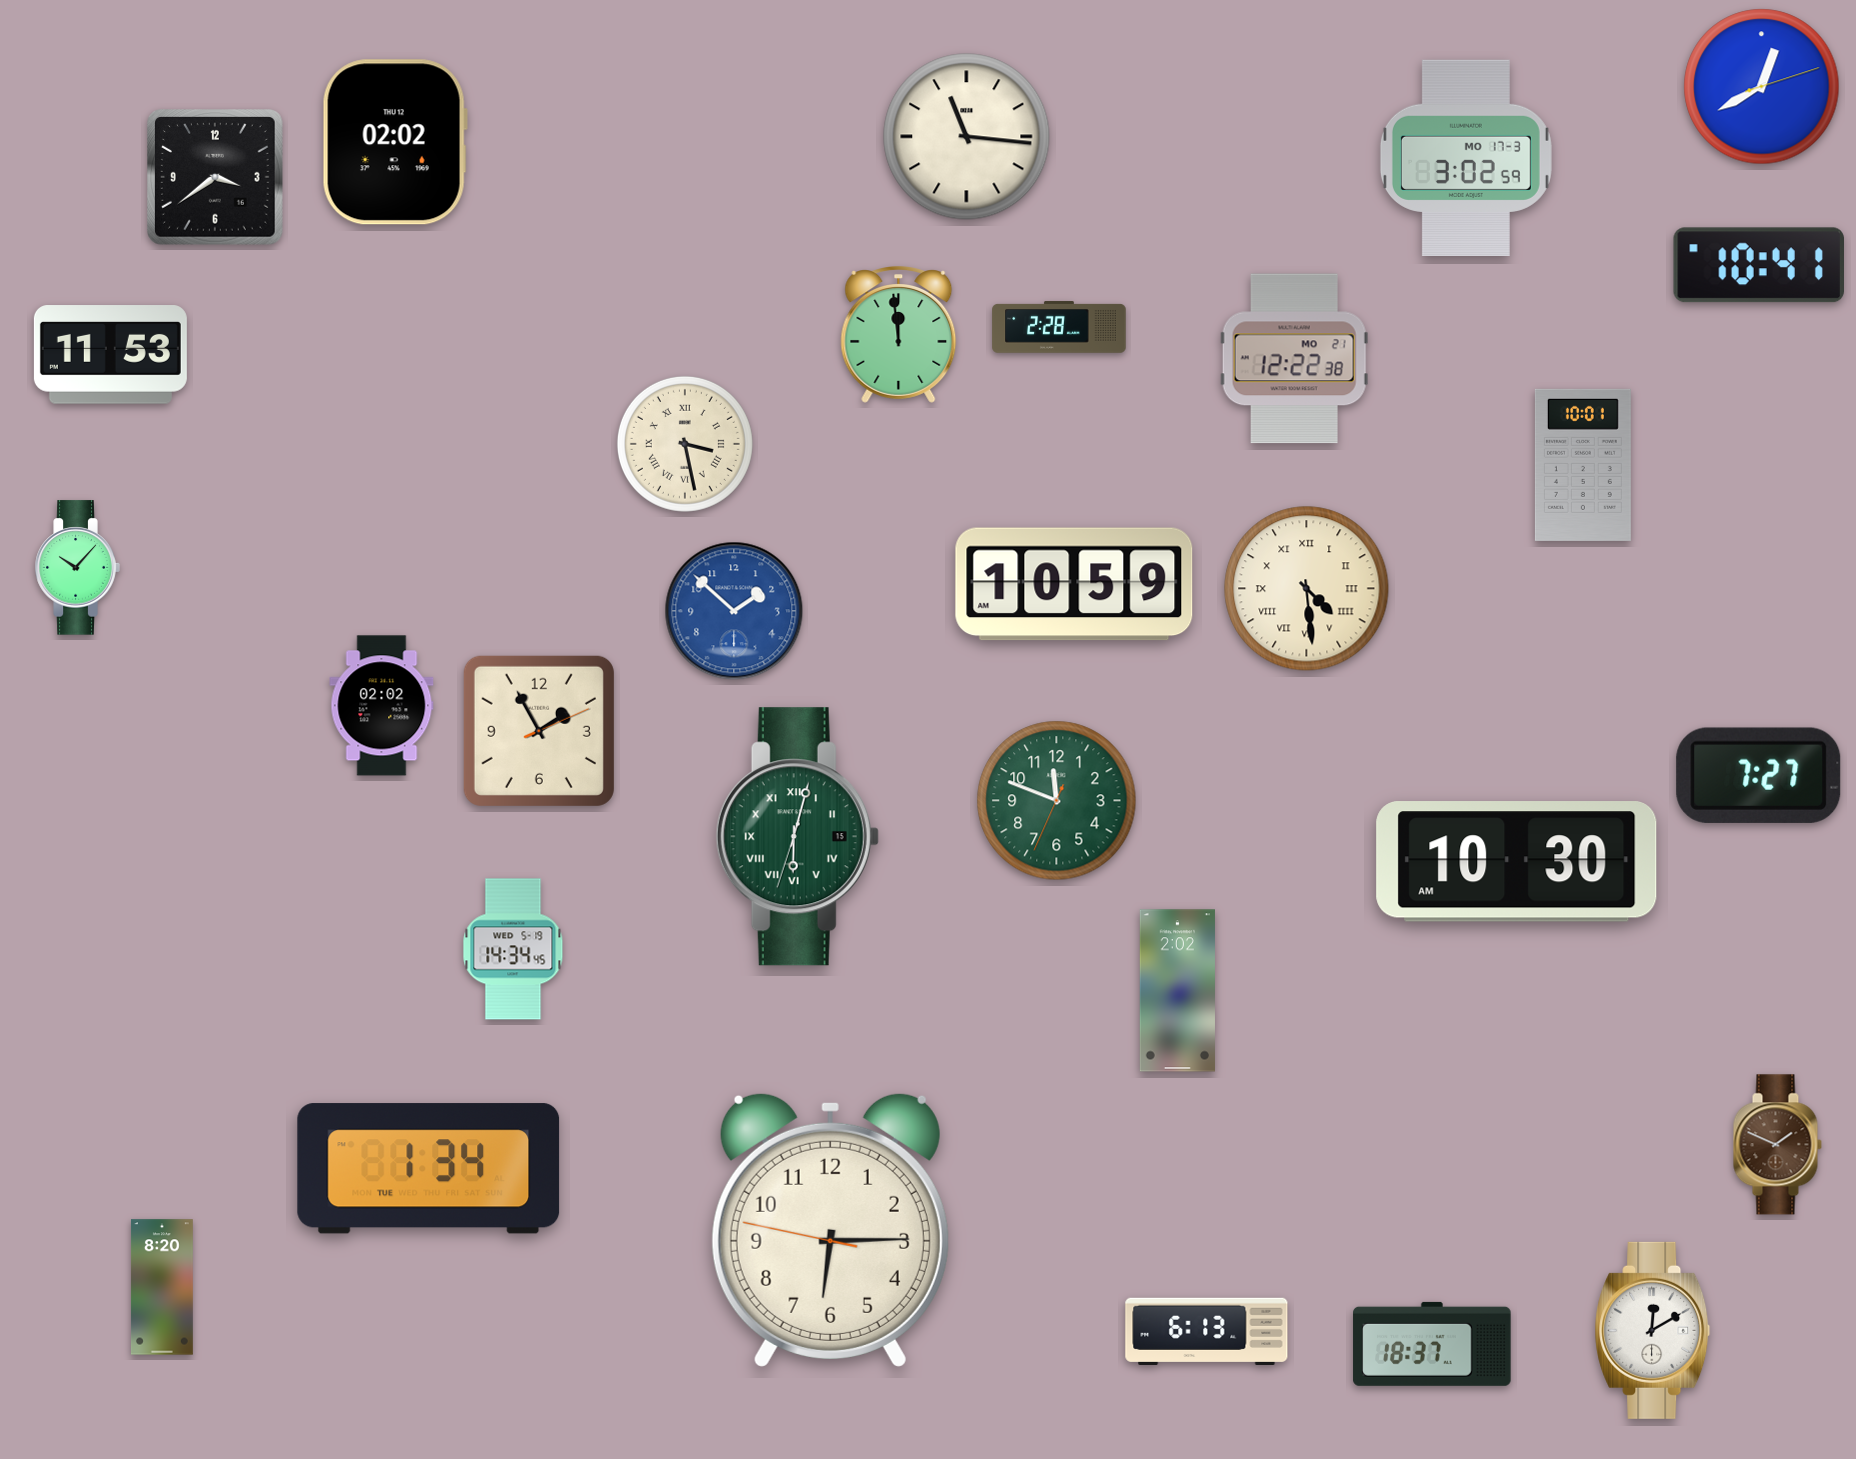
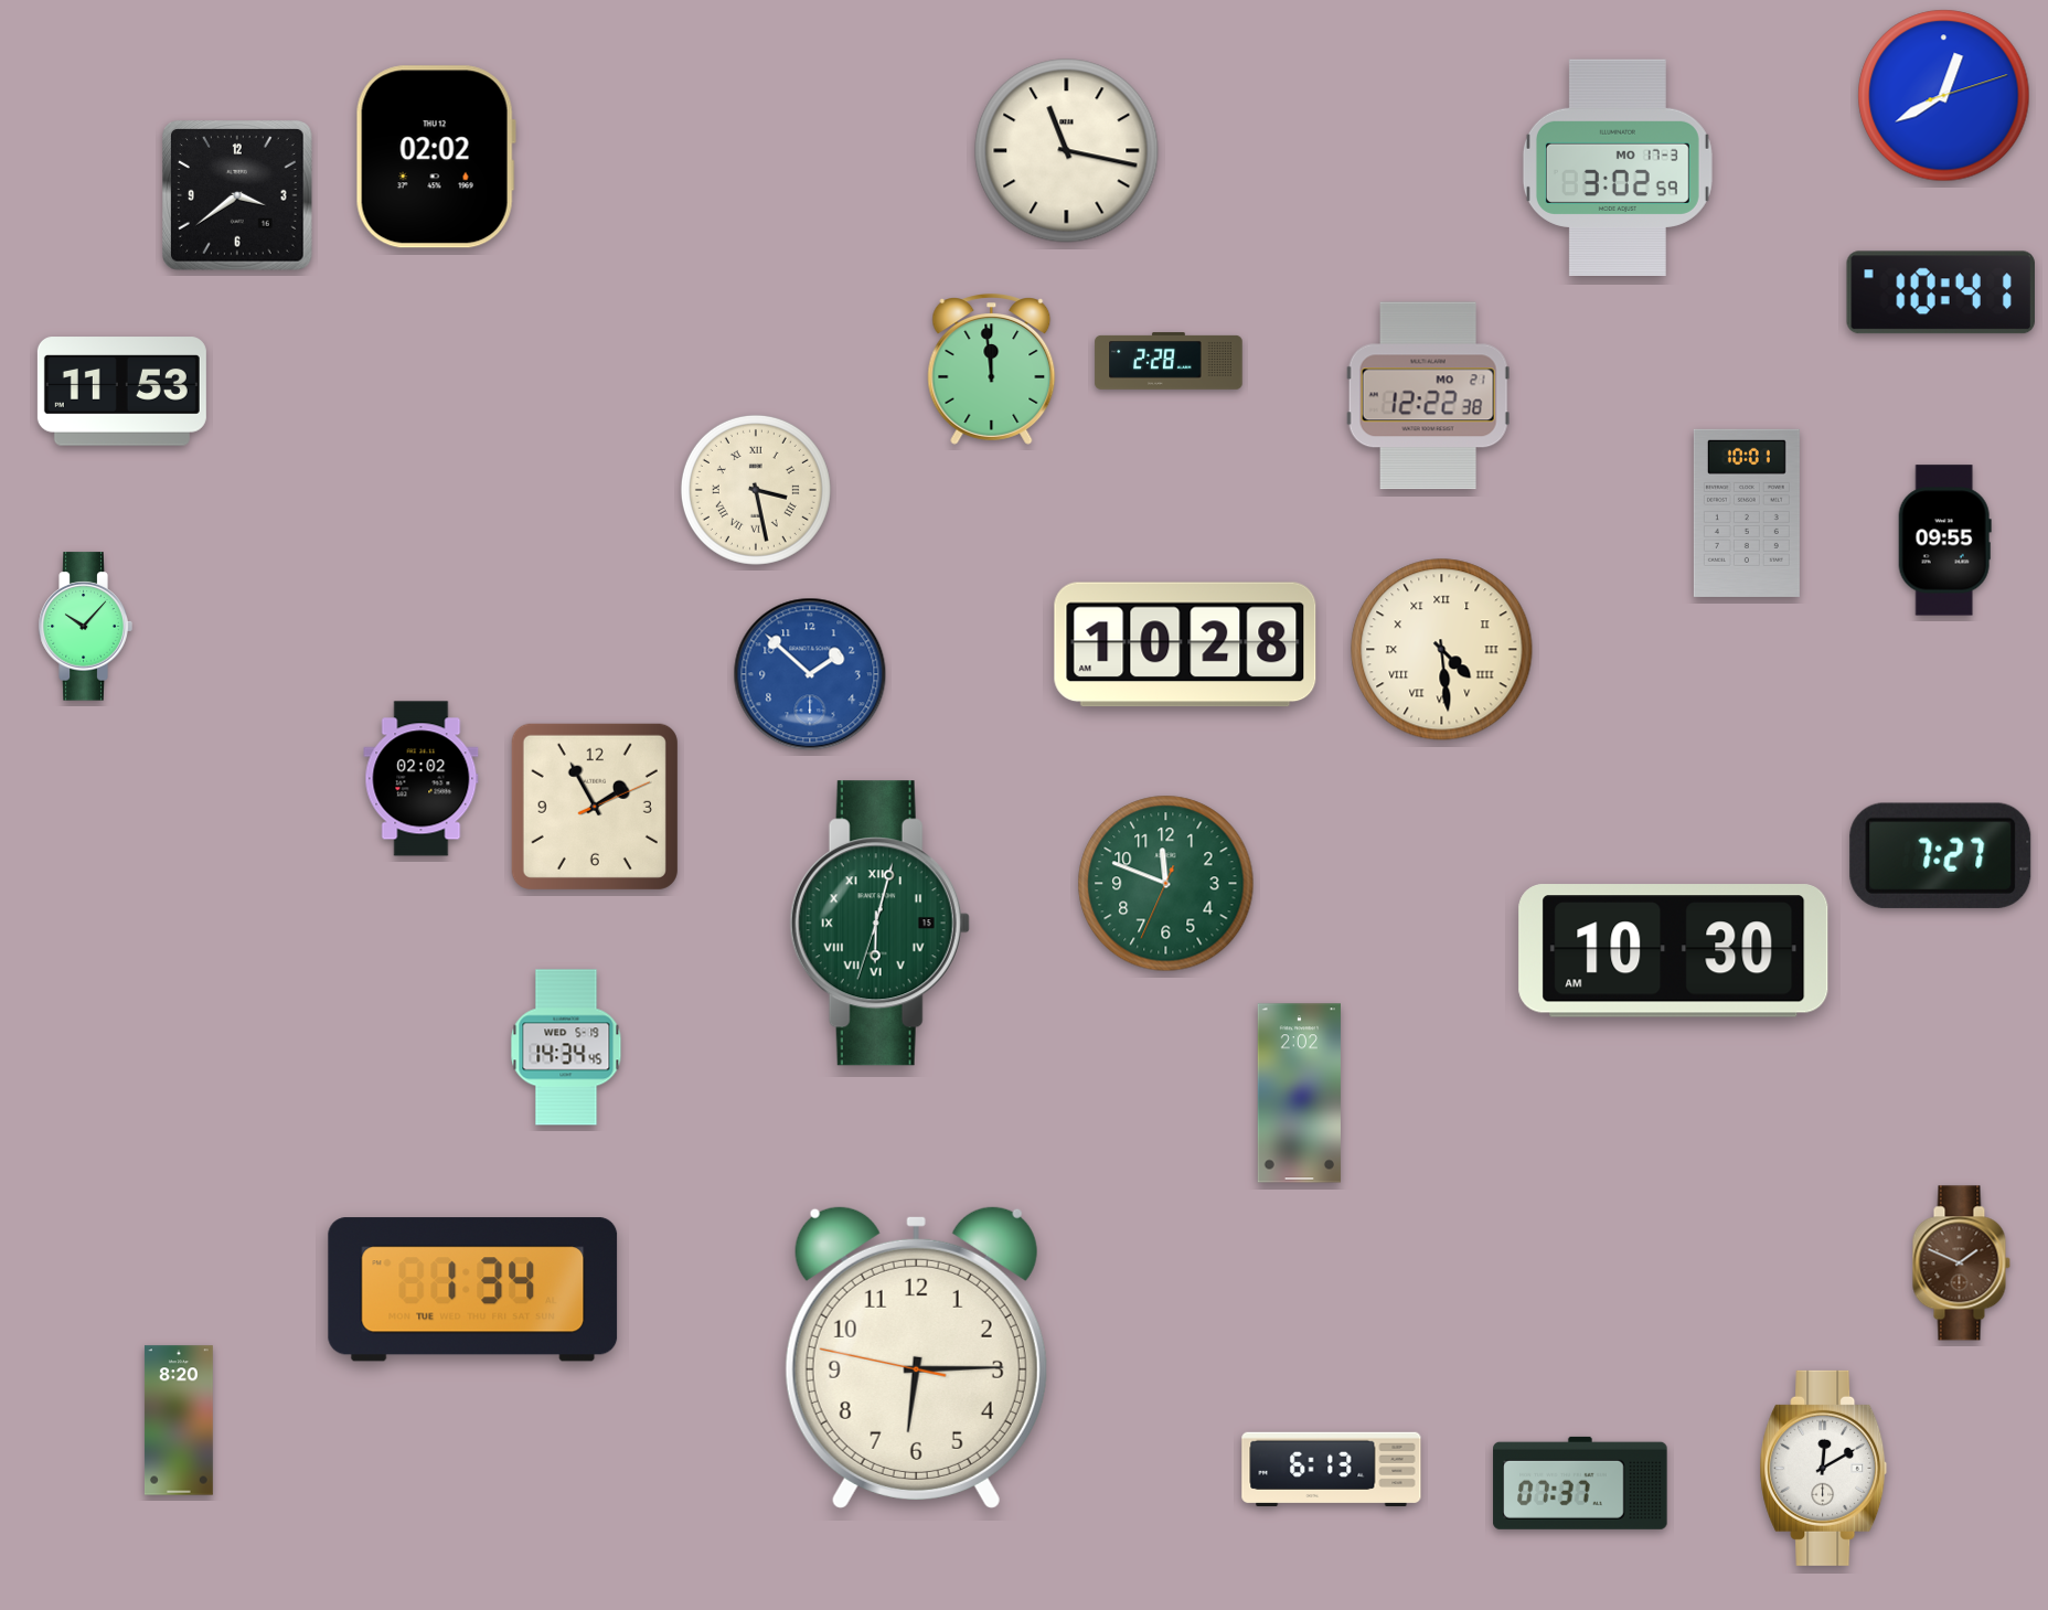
clock at (967, 137): 11:16 -> 11:17
clock at (1466, 157) position: (1466, 157) -> (1618, 167)
clock at (1944, 541): none -> 09:55
clock at (1074, 584): 10:59 -> 10:28
clock at (1432, 1344): 18:37 -> 07:37
